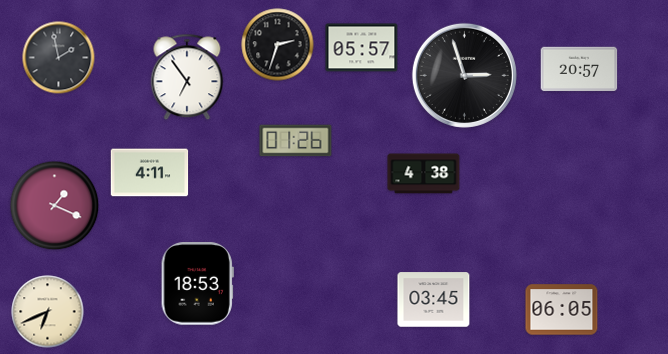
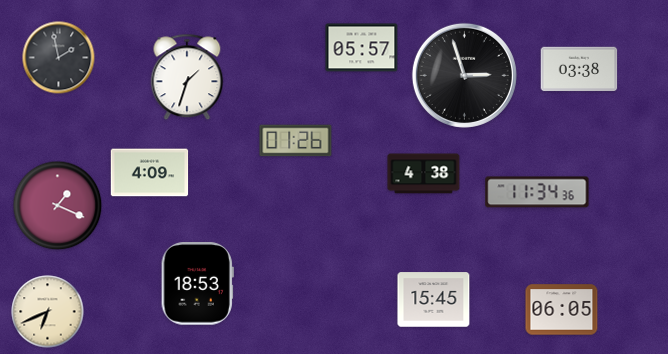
clock at (278, 45): 2:33 -> none
clock at (579, 69): 20:57 -> 03:38
clock at (187, 77): 6:54 -> 1:33
clock at (150, 173): 4:11 -> 4:09
clock at (537, 192): none -> 11:34
clock at (55, 206) position: (55, 206) -> (58, 206)
clock at (434, 300): 03:45 -> 15:45
